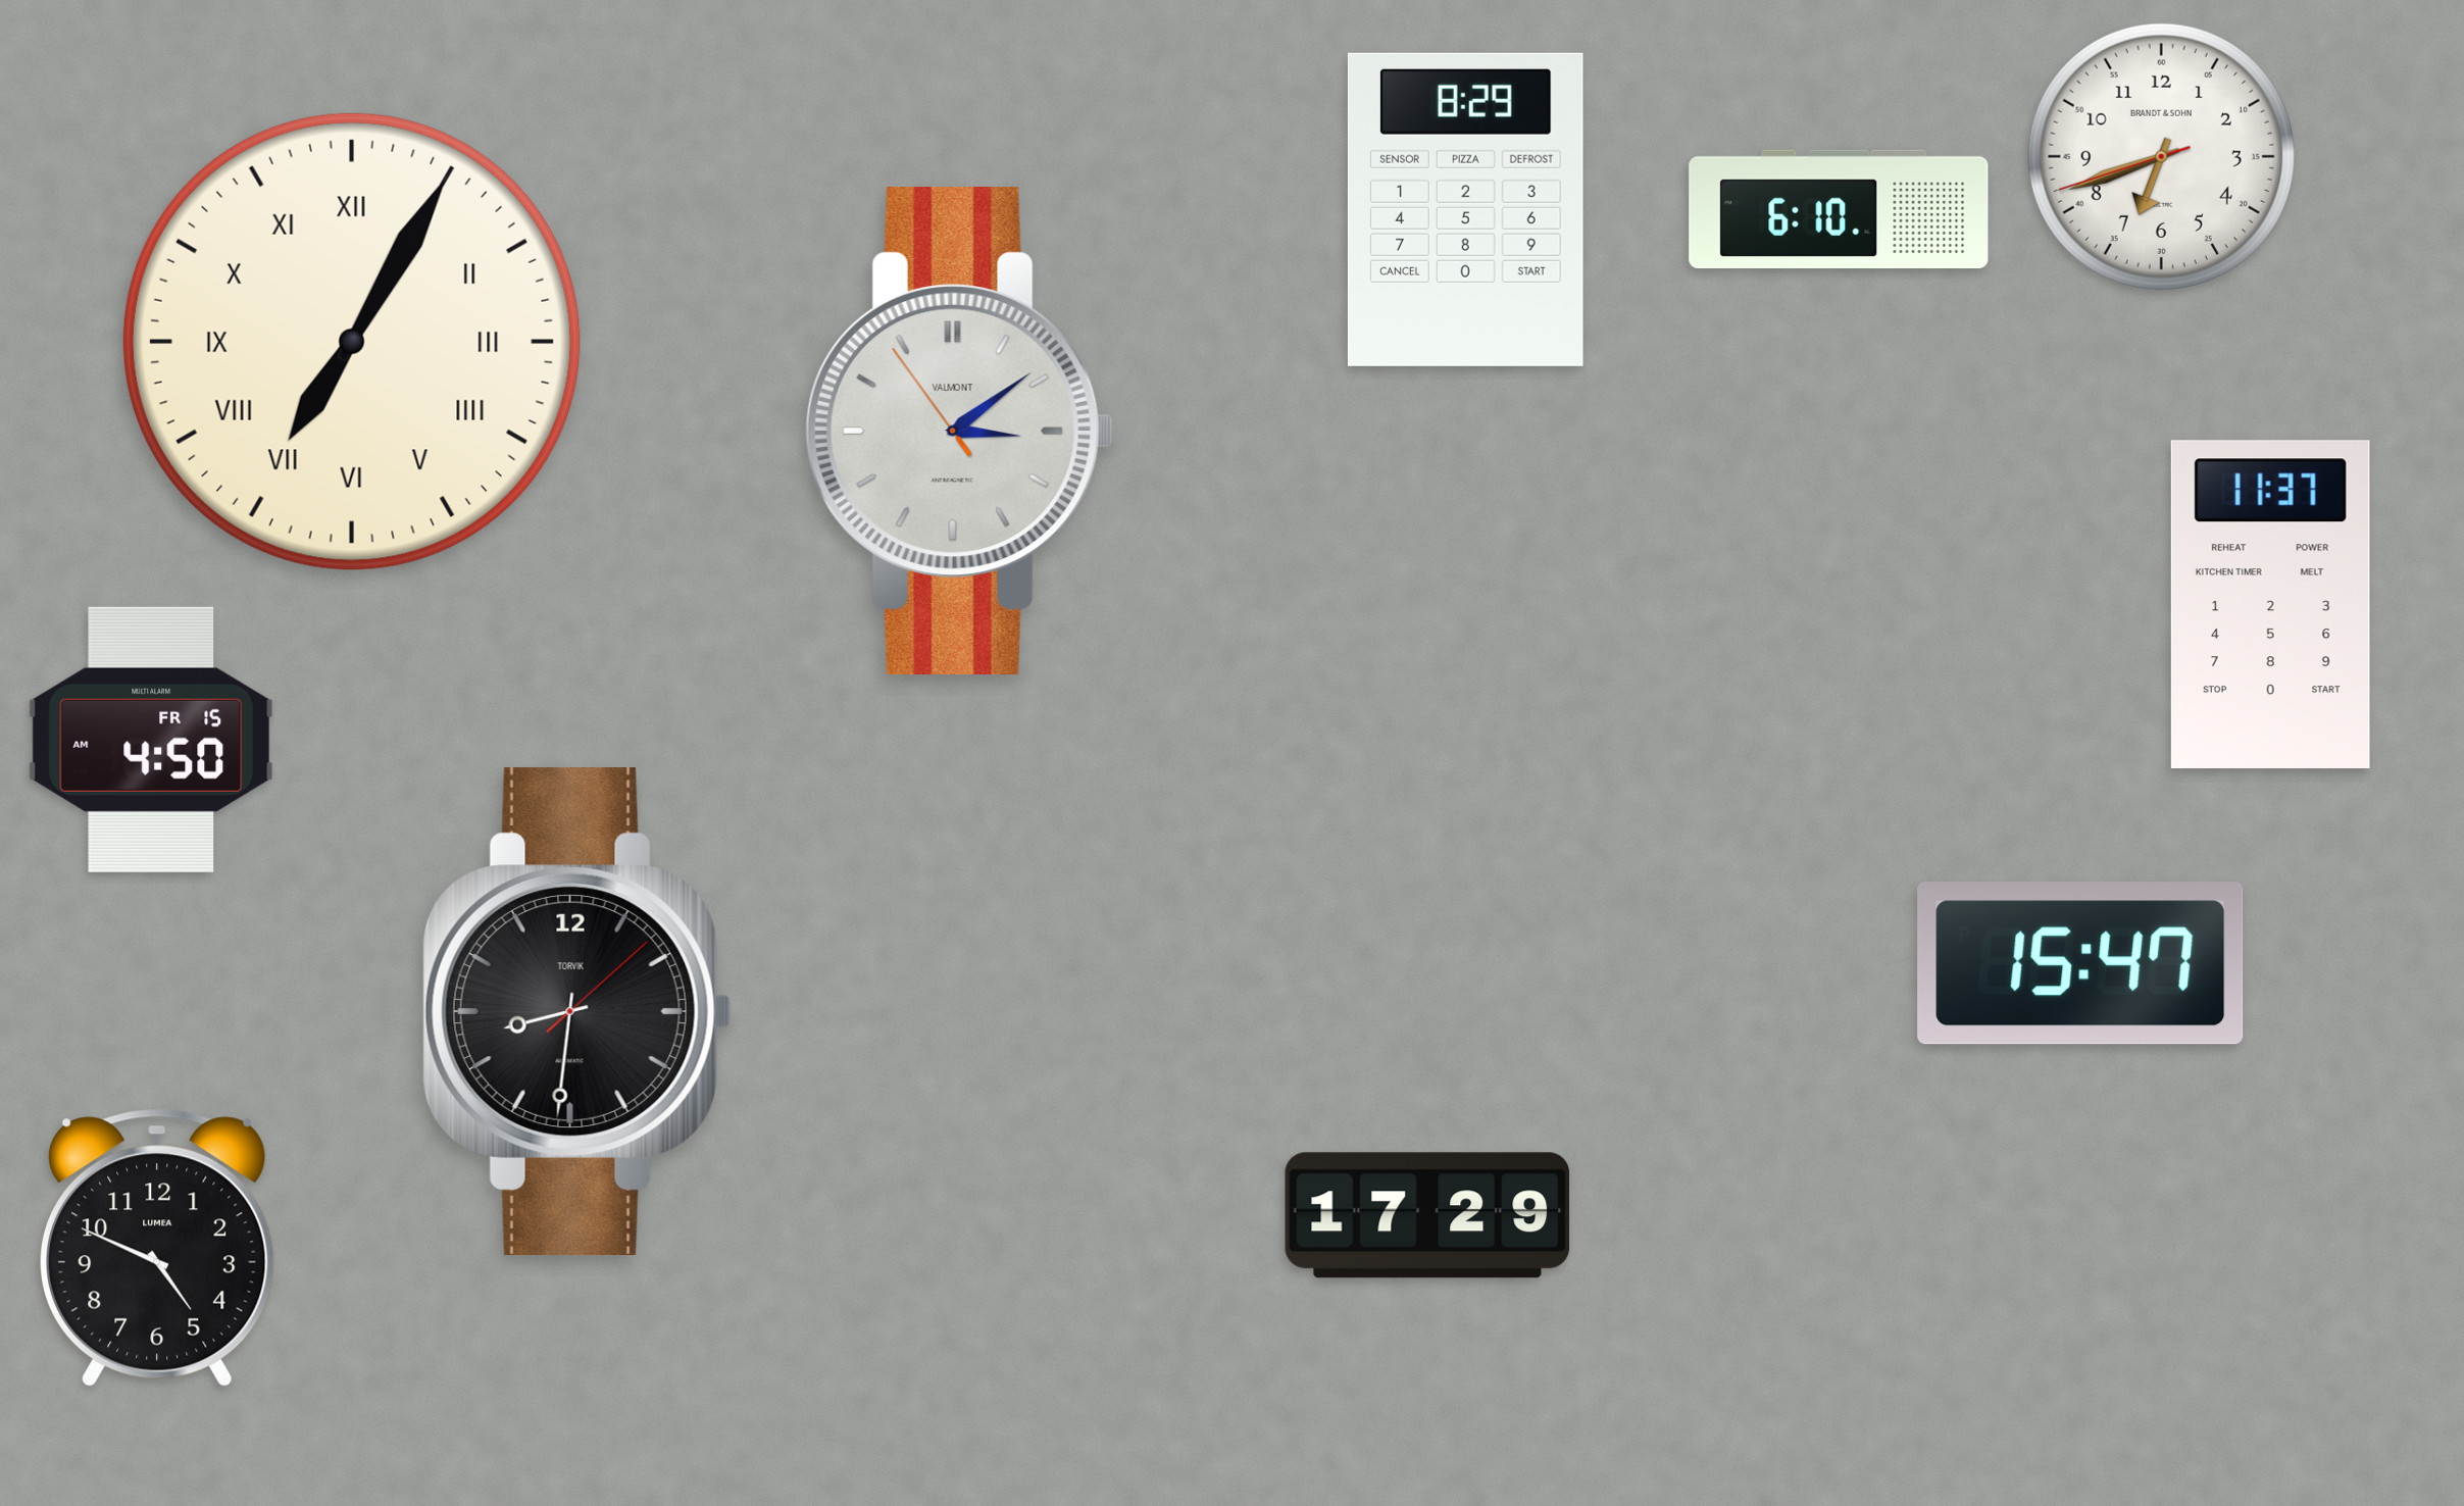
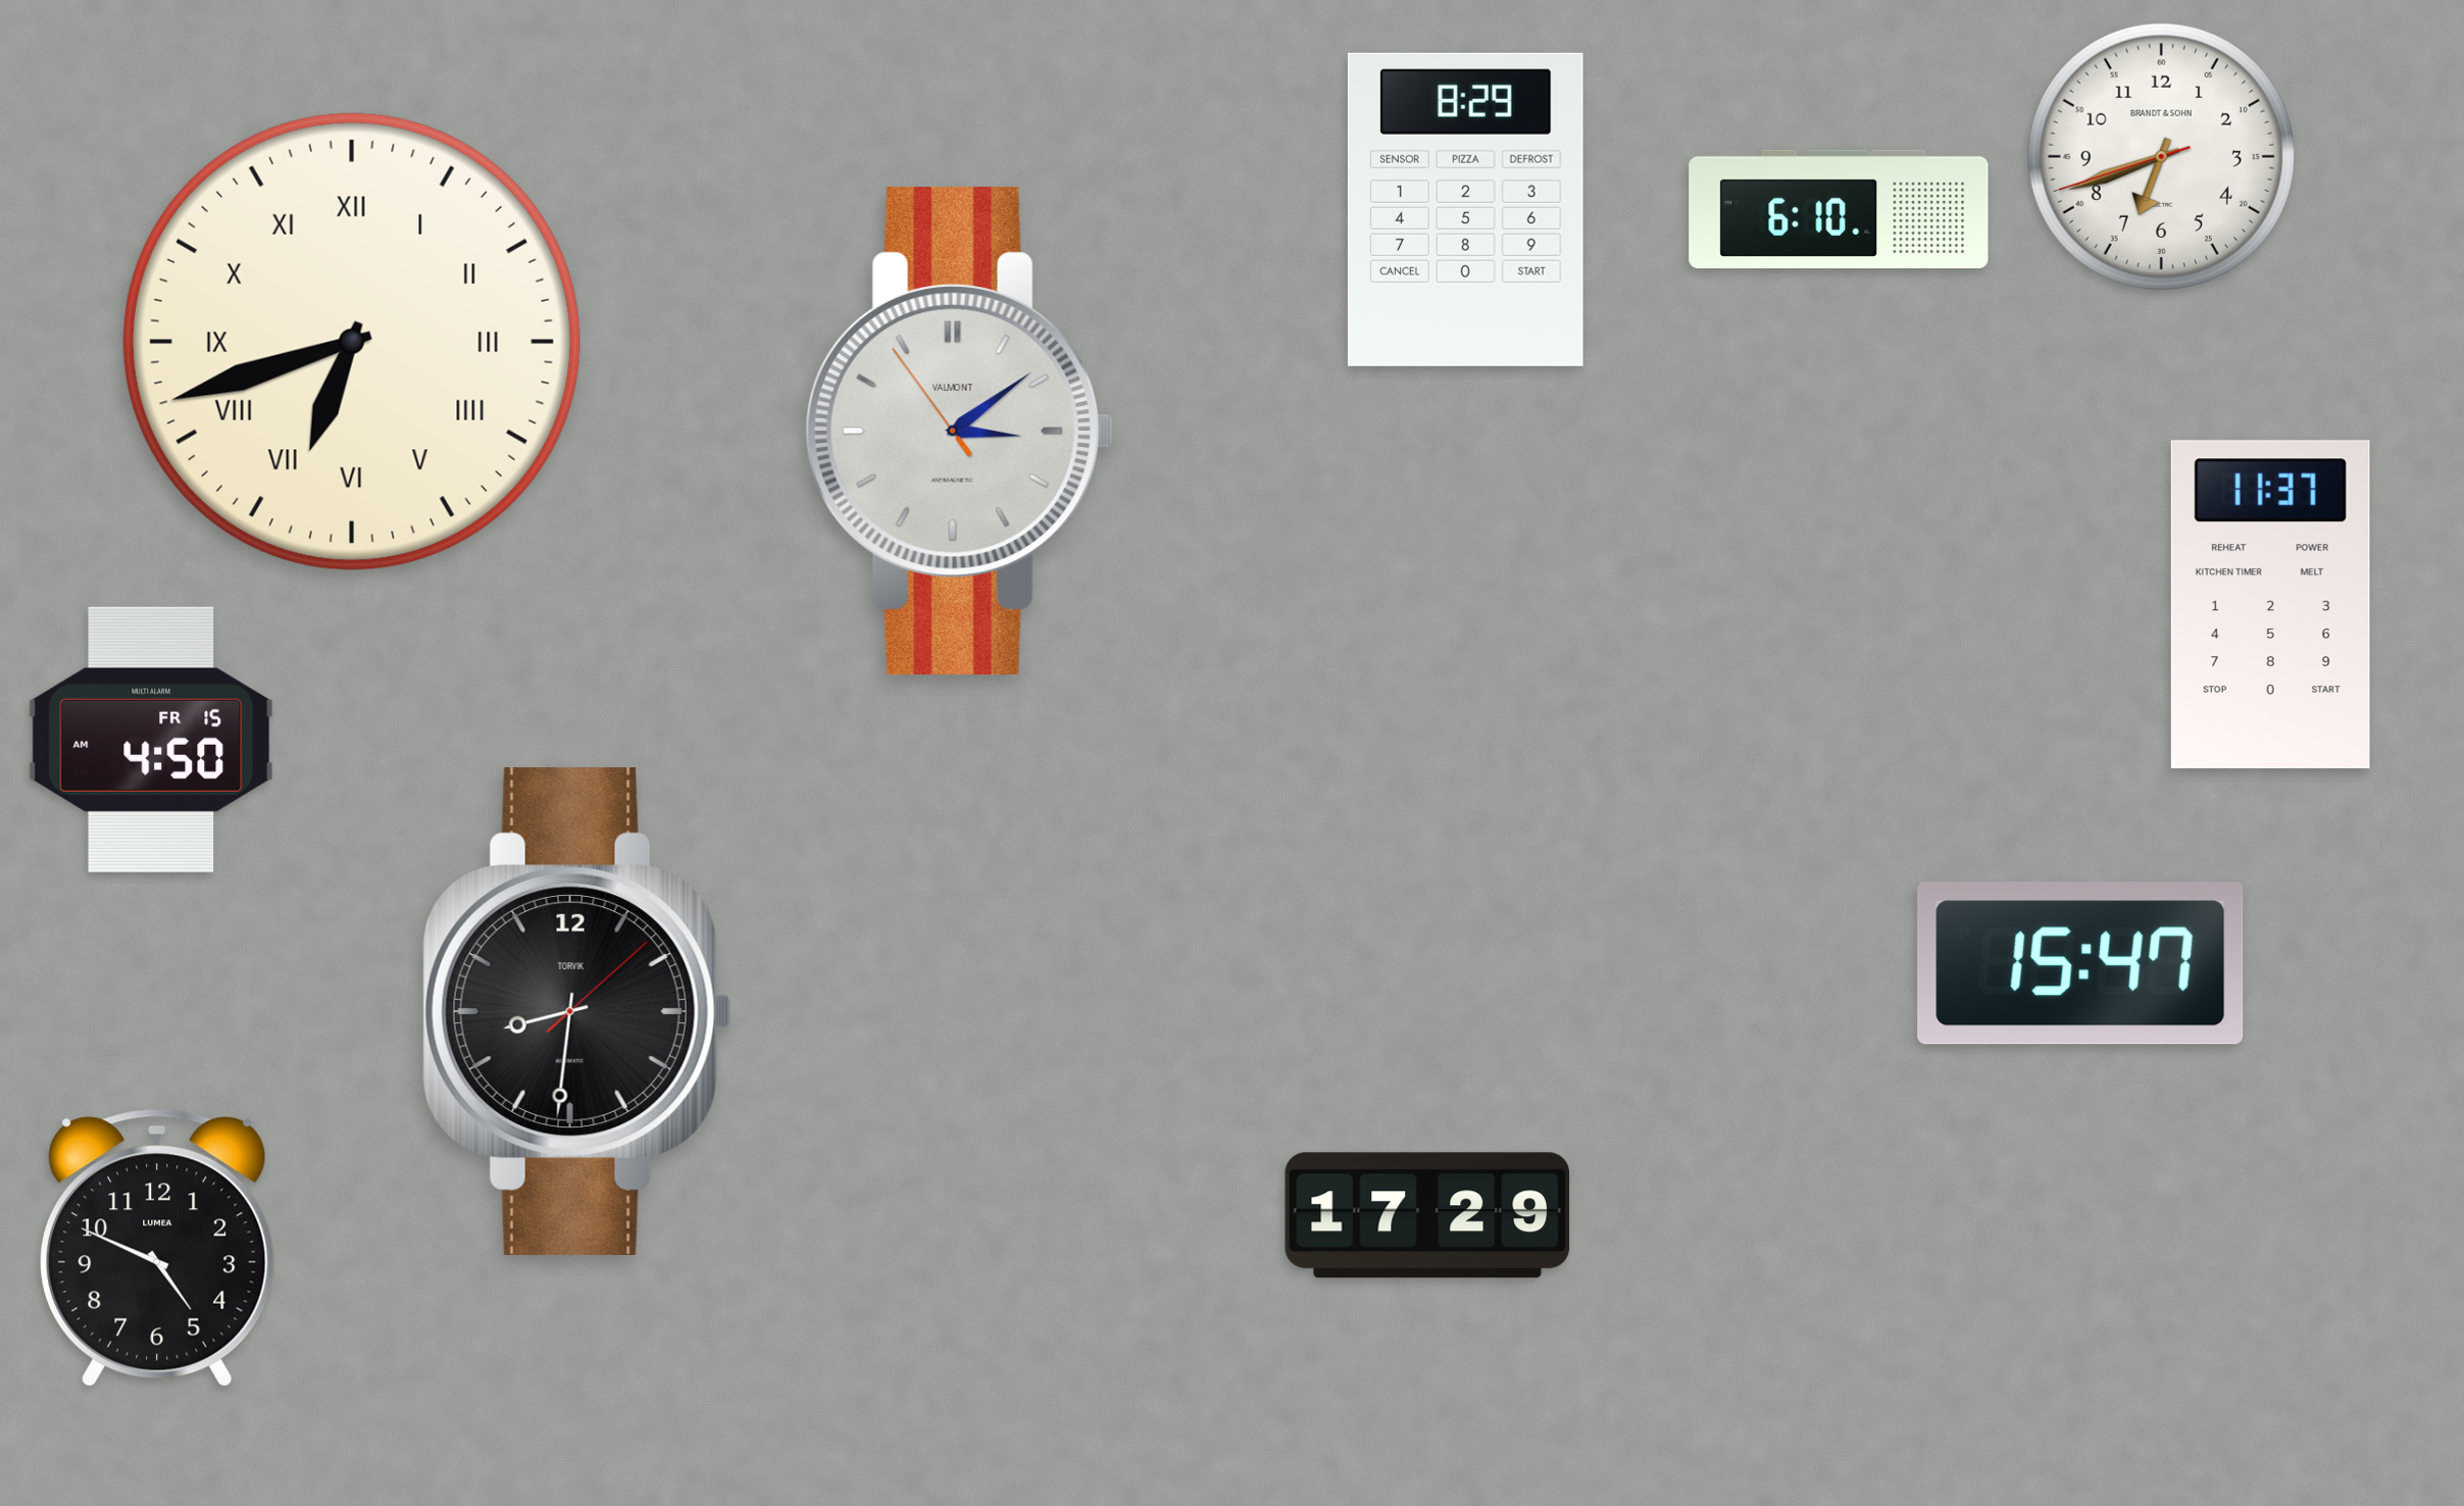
clock at (352, 342): 7:05 -> 6:42
